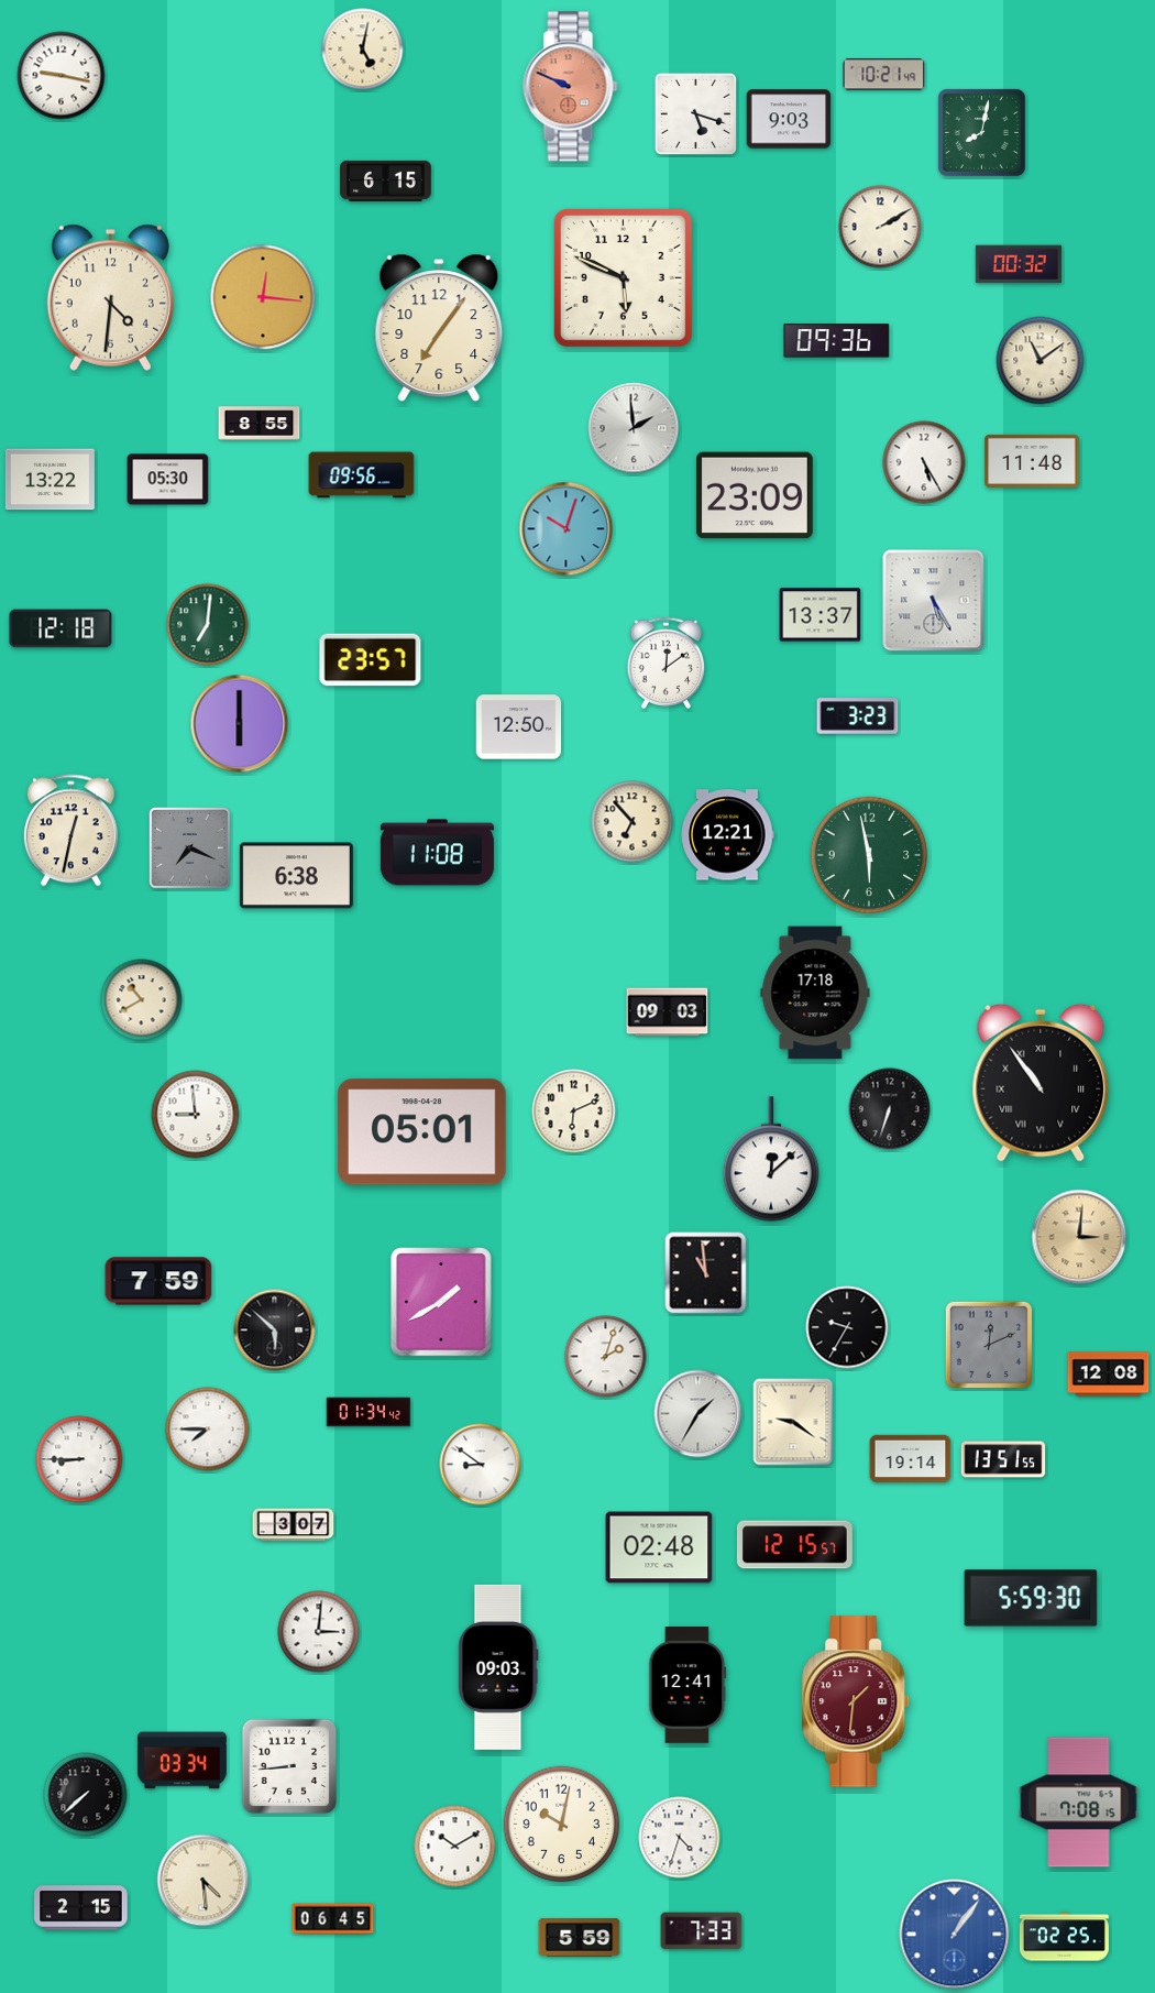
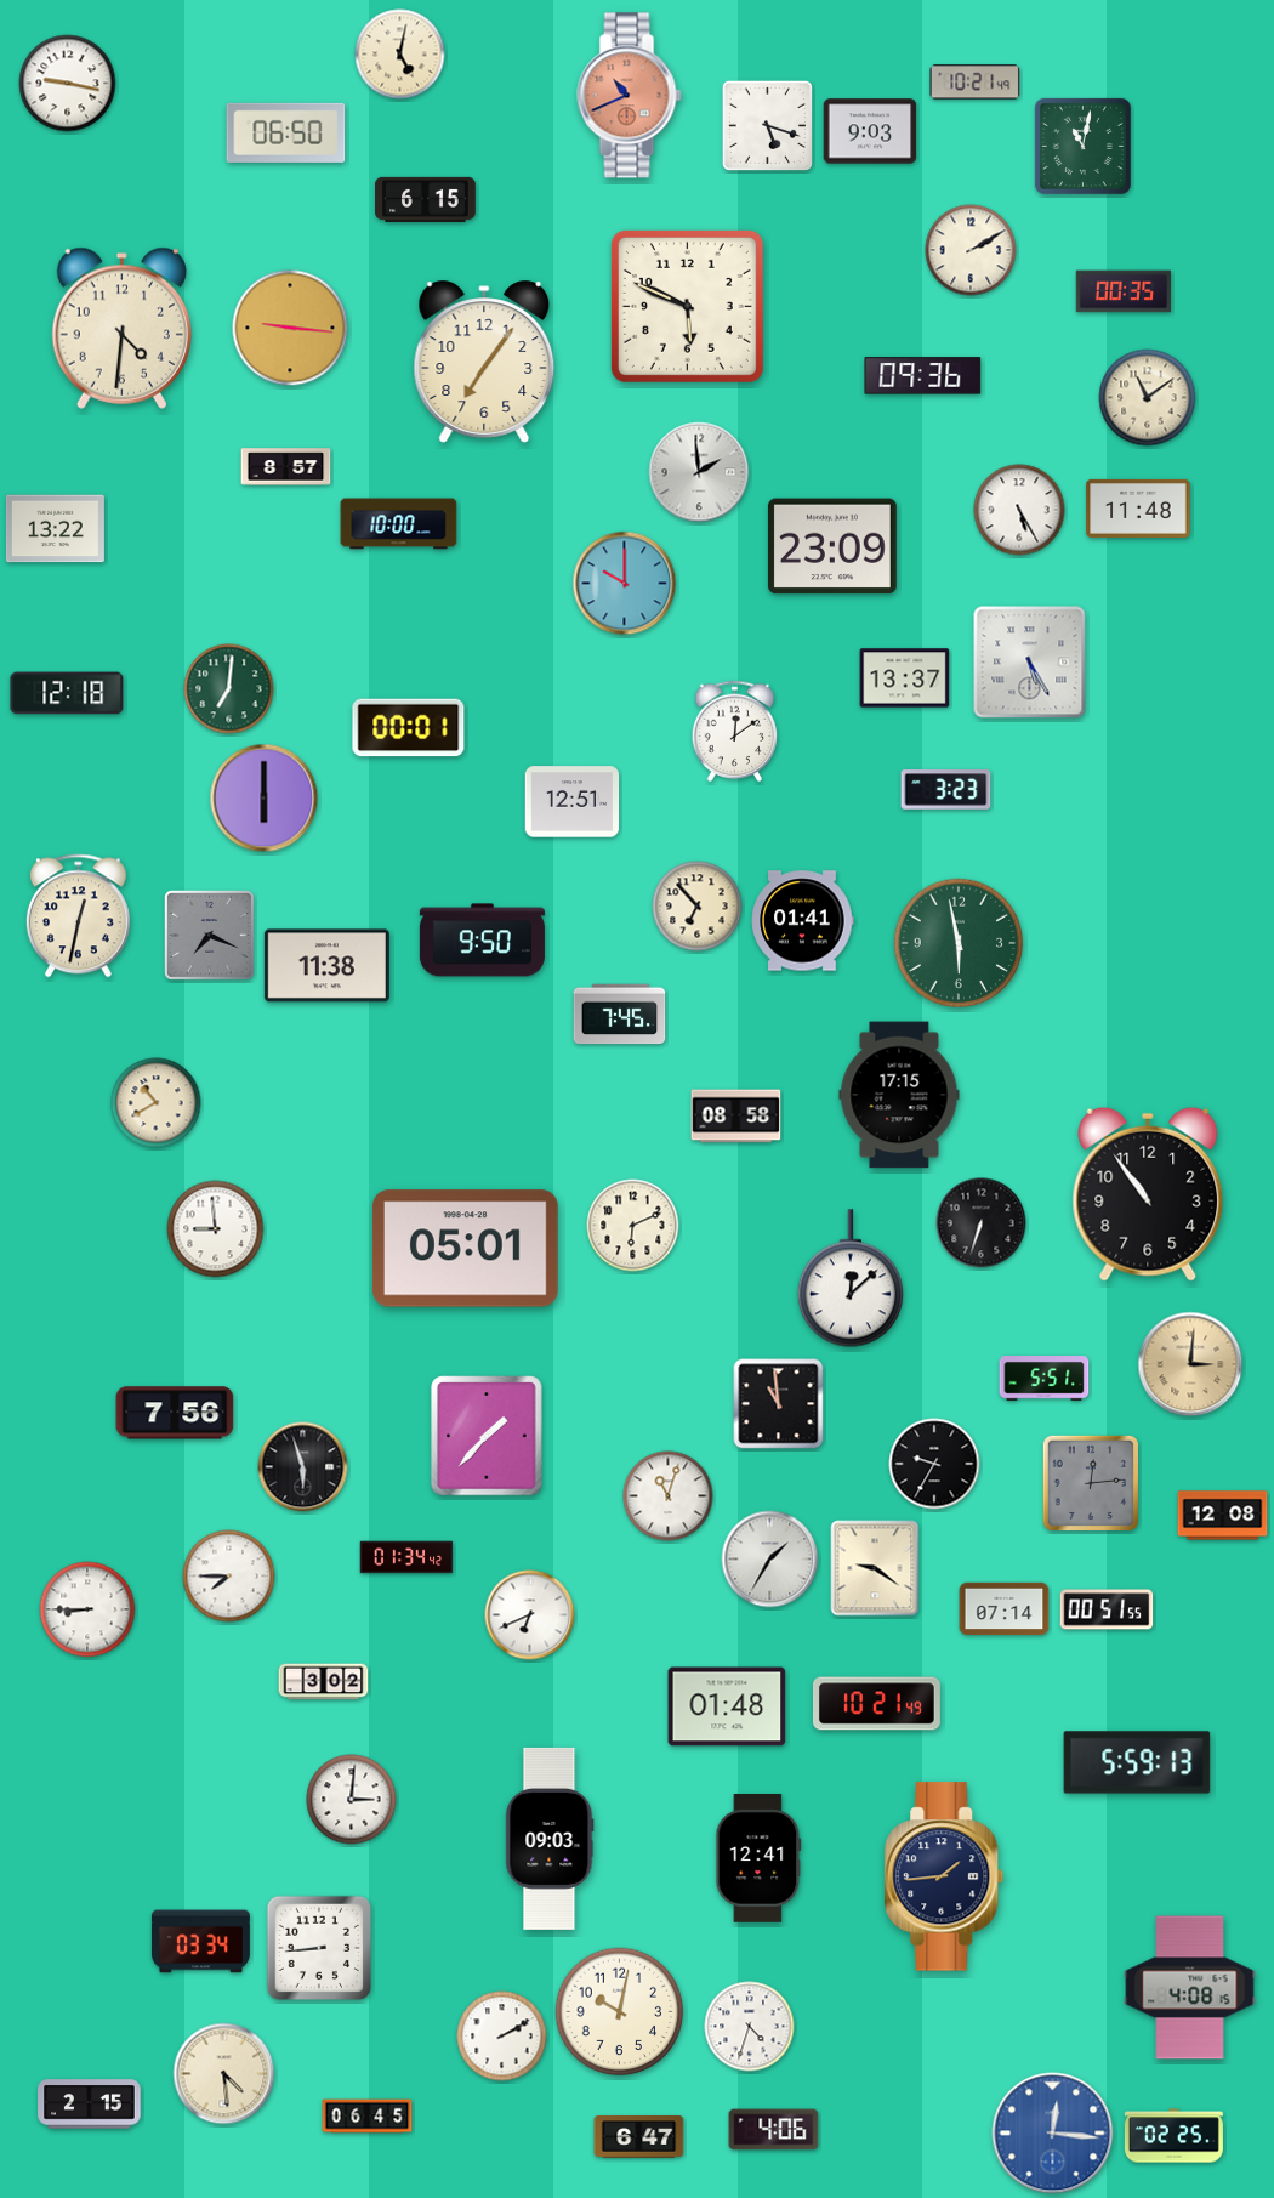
clock at (571, 87): 9:49 -> 10:41
clock at (286, 132): none -> 06:50
clock at (981, 132): 8:02 -> 11:02
clock at (1018, 264): 00:32 -> 00:35
clock at (263, 297): 12:16 -> 9:16
clock at (260, 424): 8:55 -> 8:57
clock at (362, 475): 09:56 -> 10:00
clock at (168, 480): 05:30 -> none
clock at (566, 529): 10:03 -> 10:00
clock at (371, 660): 23:57 -> 00:01
clock at (519, 727): 12:50 -> 12:51
clock at (728, 835): 12:21 -> 01:41
clock at (437, 853): 11:08 -> 9:50
clock at (296, 876): 6:38 -> 11:38
clock at (620, 1015): none -> 7:45
clock at (815, 993): 17:18 -> 17:15
clock at (668, 1012): 09:03 -> 08:58
clock at (1041, 1083) numerals: Roman -> Arabic
clock at (1045, 1379): none -> 5:51
clock at (158, 1281): 7:59 -> 7:56
clock at (441, 1302): 1:40 -> 1:37
clock at (275, 1331): 5:52 -> 5:57
clock at (988, 1344): 12:11 -> 12:14
clock at (606, 1357): 2:03 -> 11:03
clock at (911, 1459): 19:14 -> 07:14
clock at (1003, 1459): 13:51 -> 00:51
clock at (481, 1465): 8:51 -> 6:41
clock at (294, 1525): 3:07 -> 3:02
clock at (794, 1545): 12:15 -> 10:21
clock at (659, 1547): 02:48 -> 01:48
clock at (1031, 1598): 5:59:30 -> 5:59:13
clock at (856, 1701): 1:31 -> 1:44
clock at (856, 1701) dial: burgundy -> navy
clock at (86, 1795): 7:38 -> none
clock at (1079, 1803): 7:08 -> 4:08
clock at (455, 1847): 10:10 -> 2:10
clock at (702, 1931): 7:33 -> 4:06
clock at (955, 1935): 1:06 -> 12:16
clock at (580, 1938): 5:59 -> 6:47
